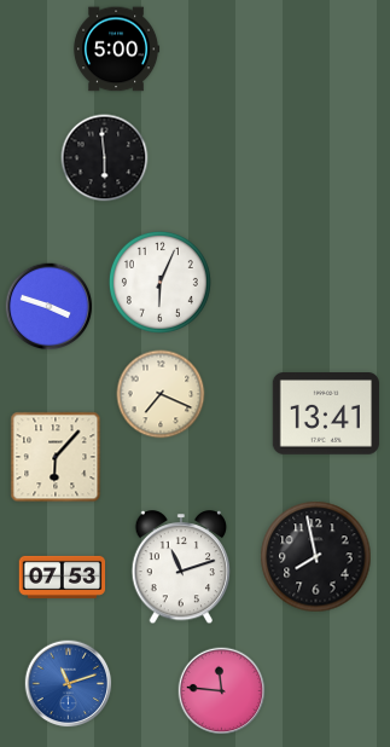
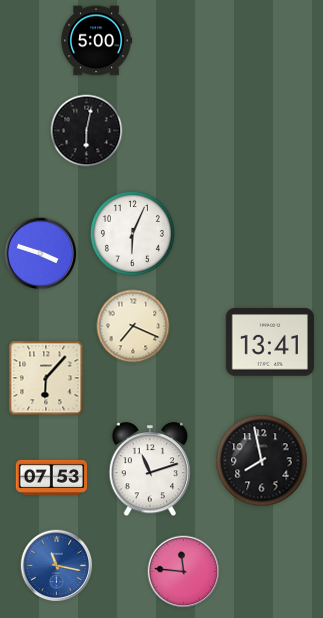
clock at (105, 158): 5:59 -> 6:02
clock at (69, 684): 11:12 -> 11:17
